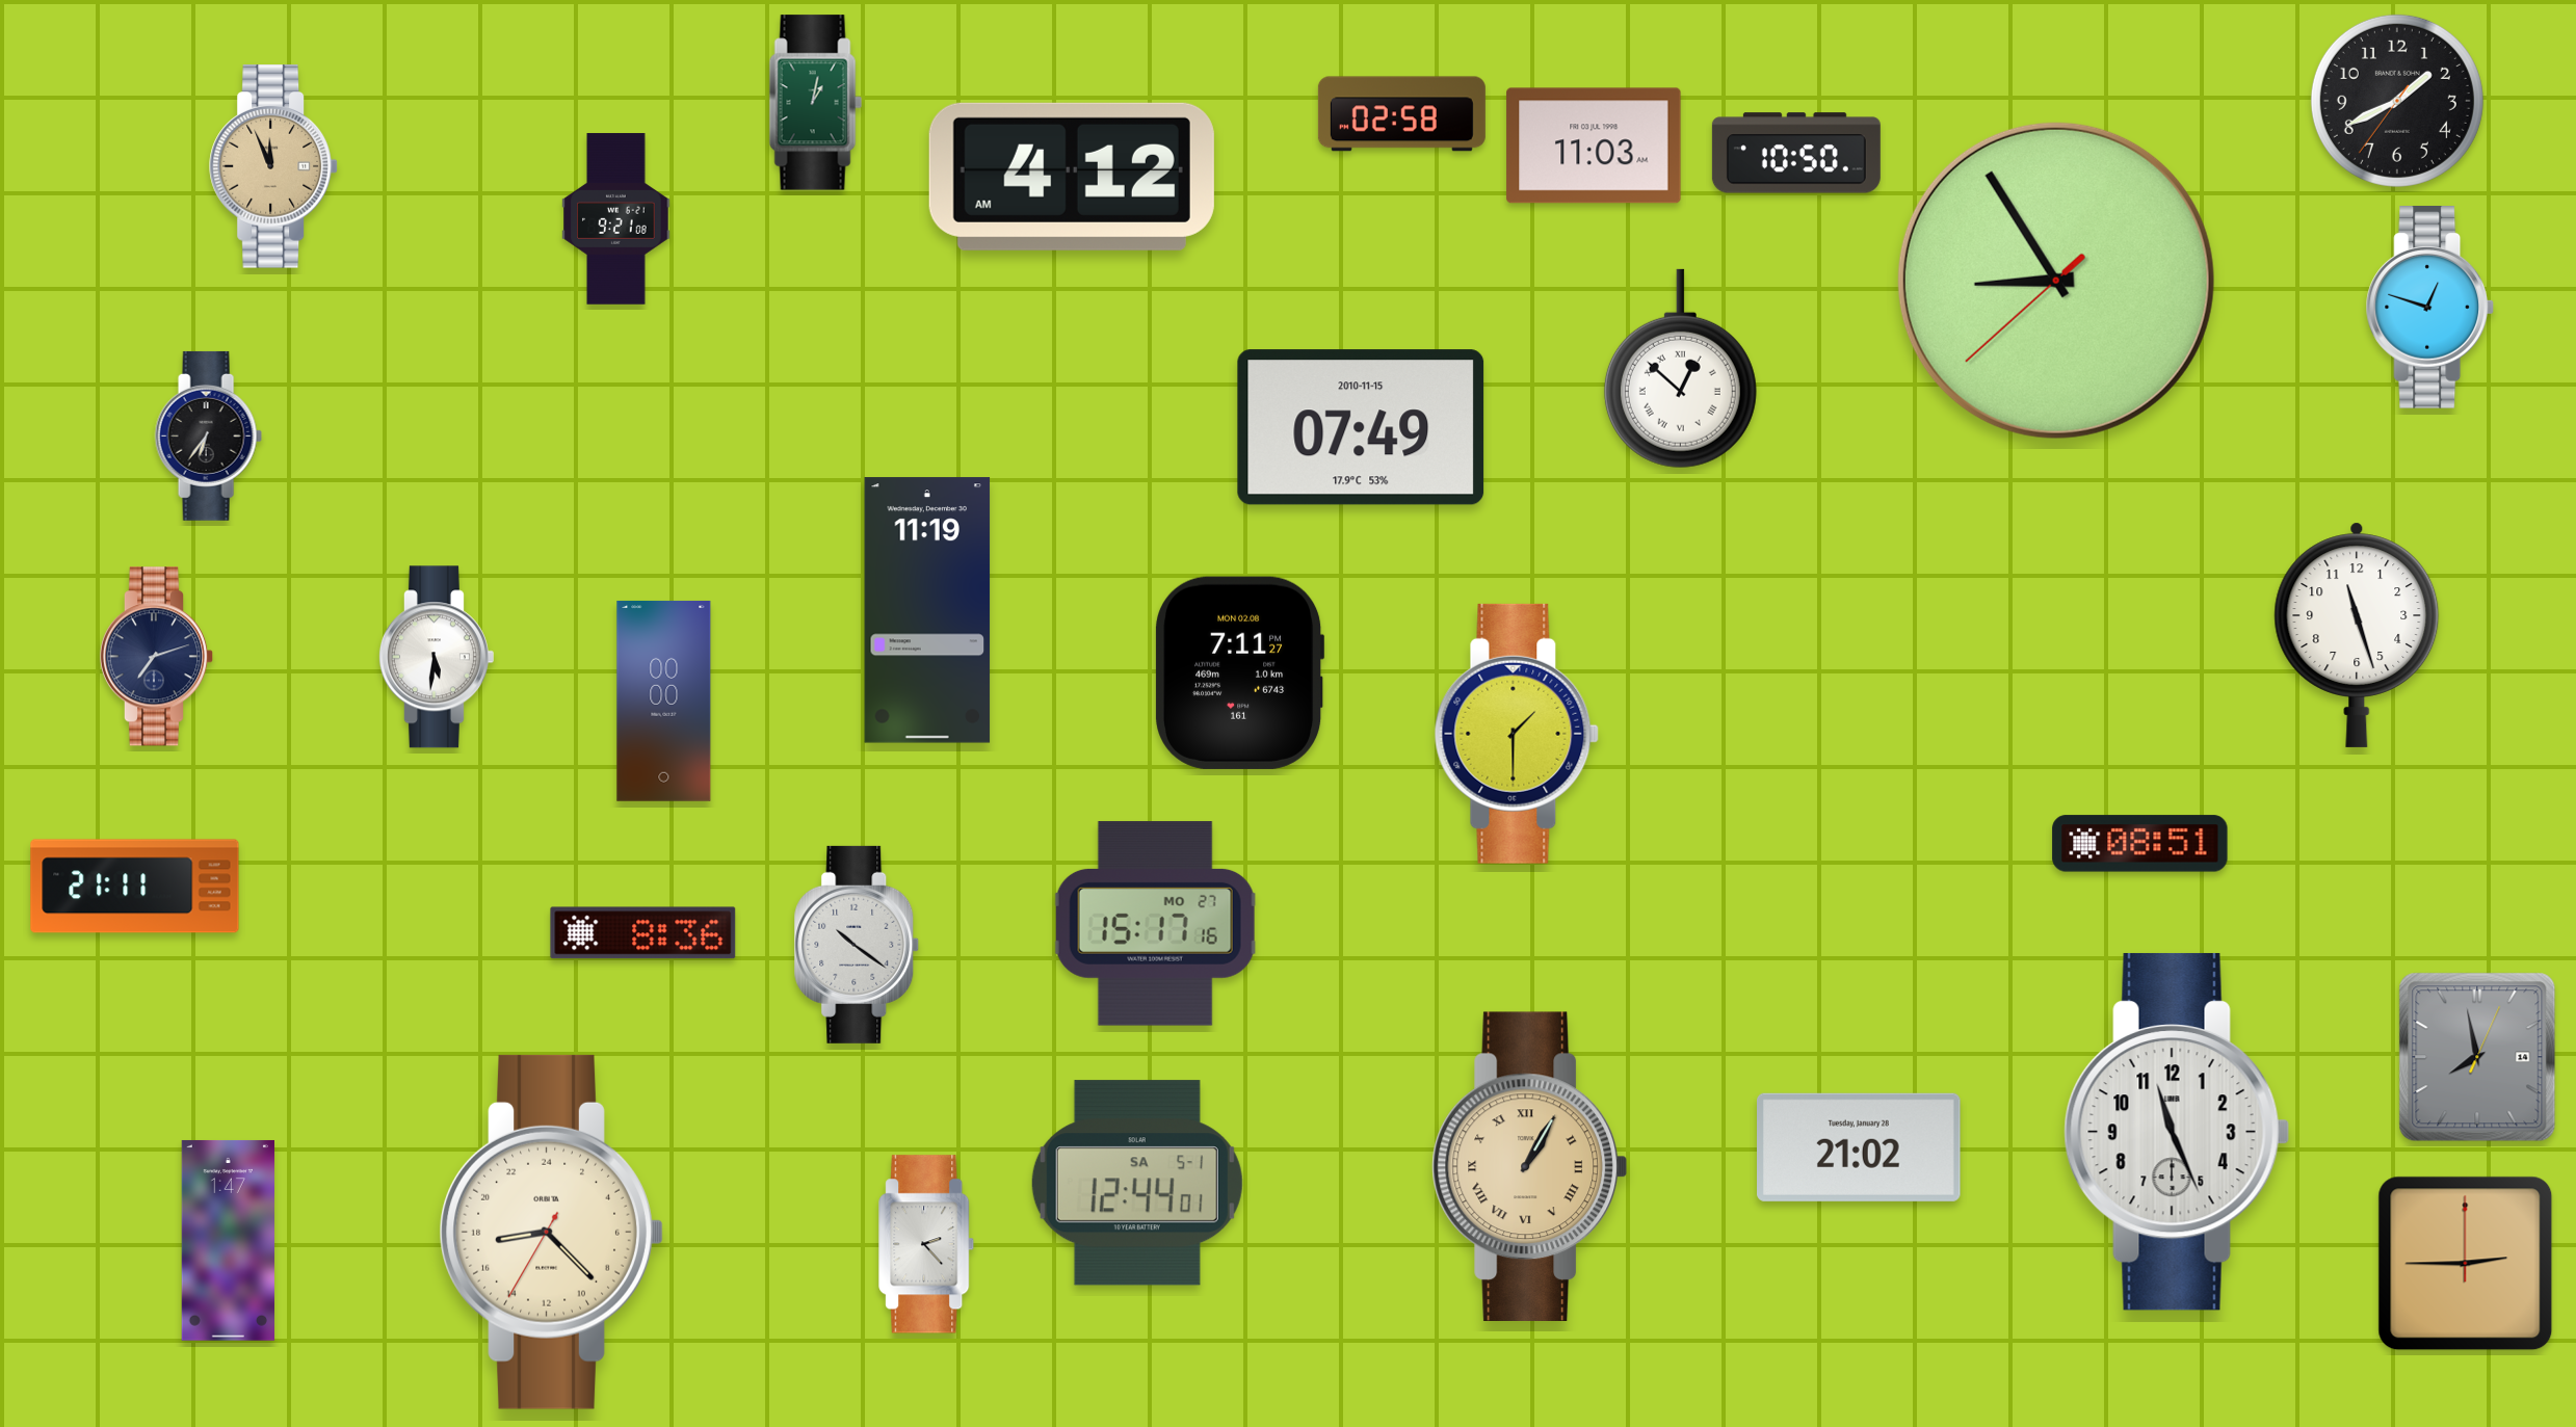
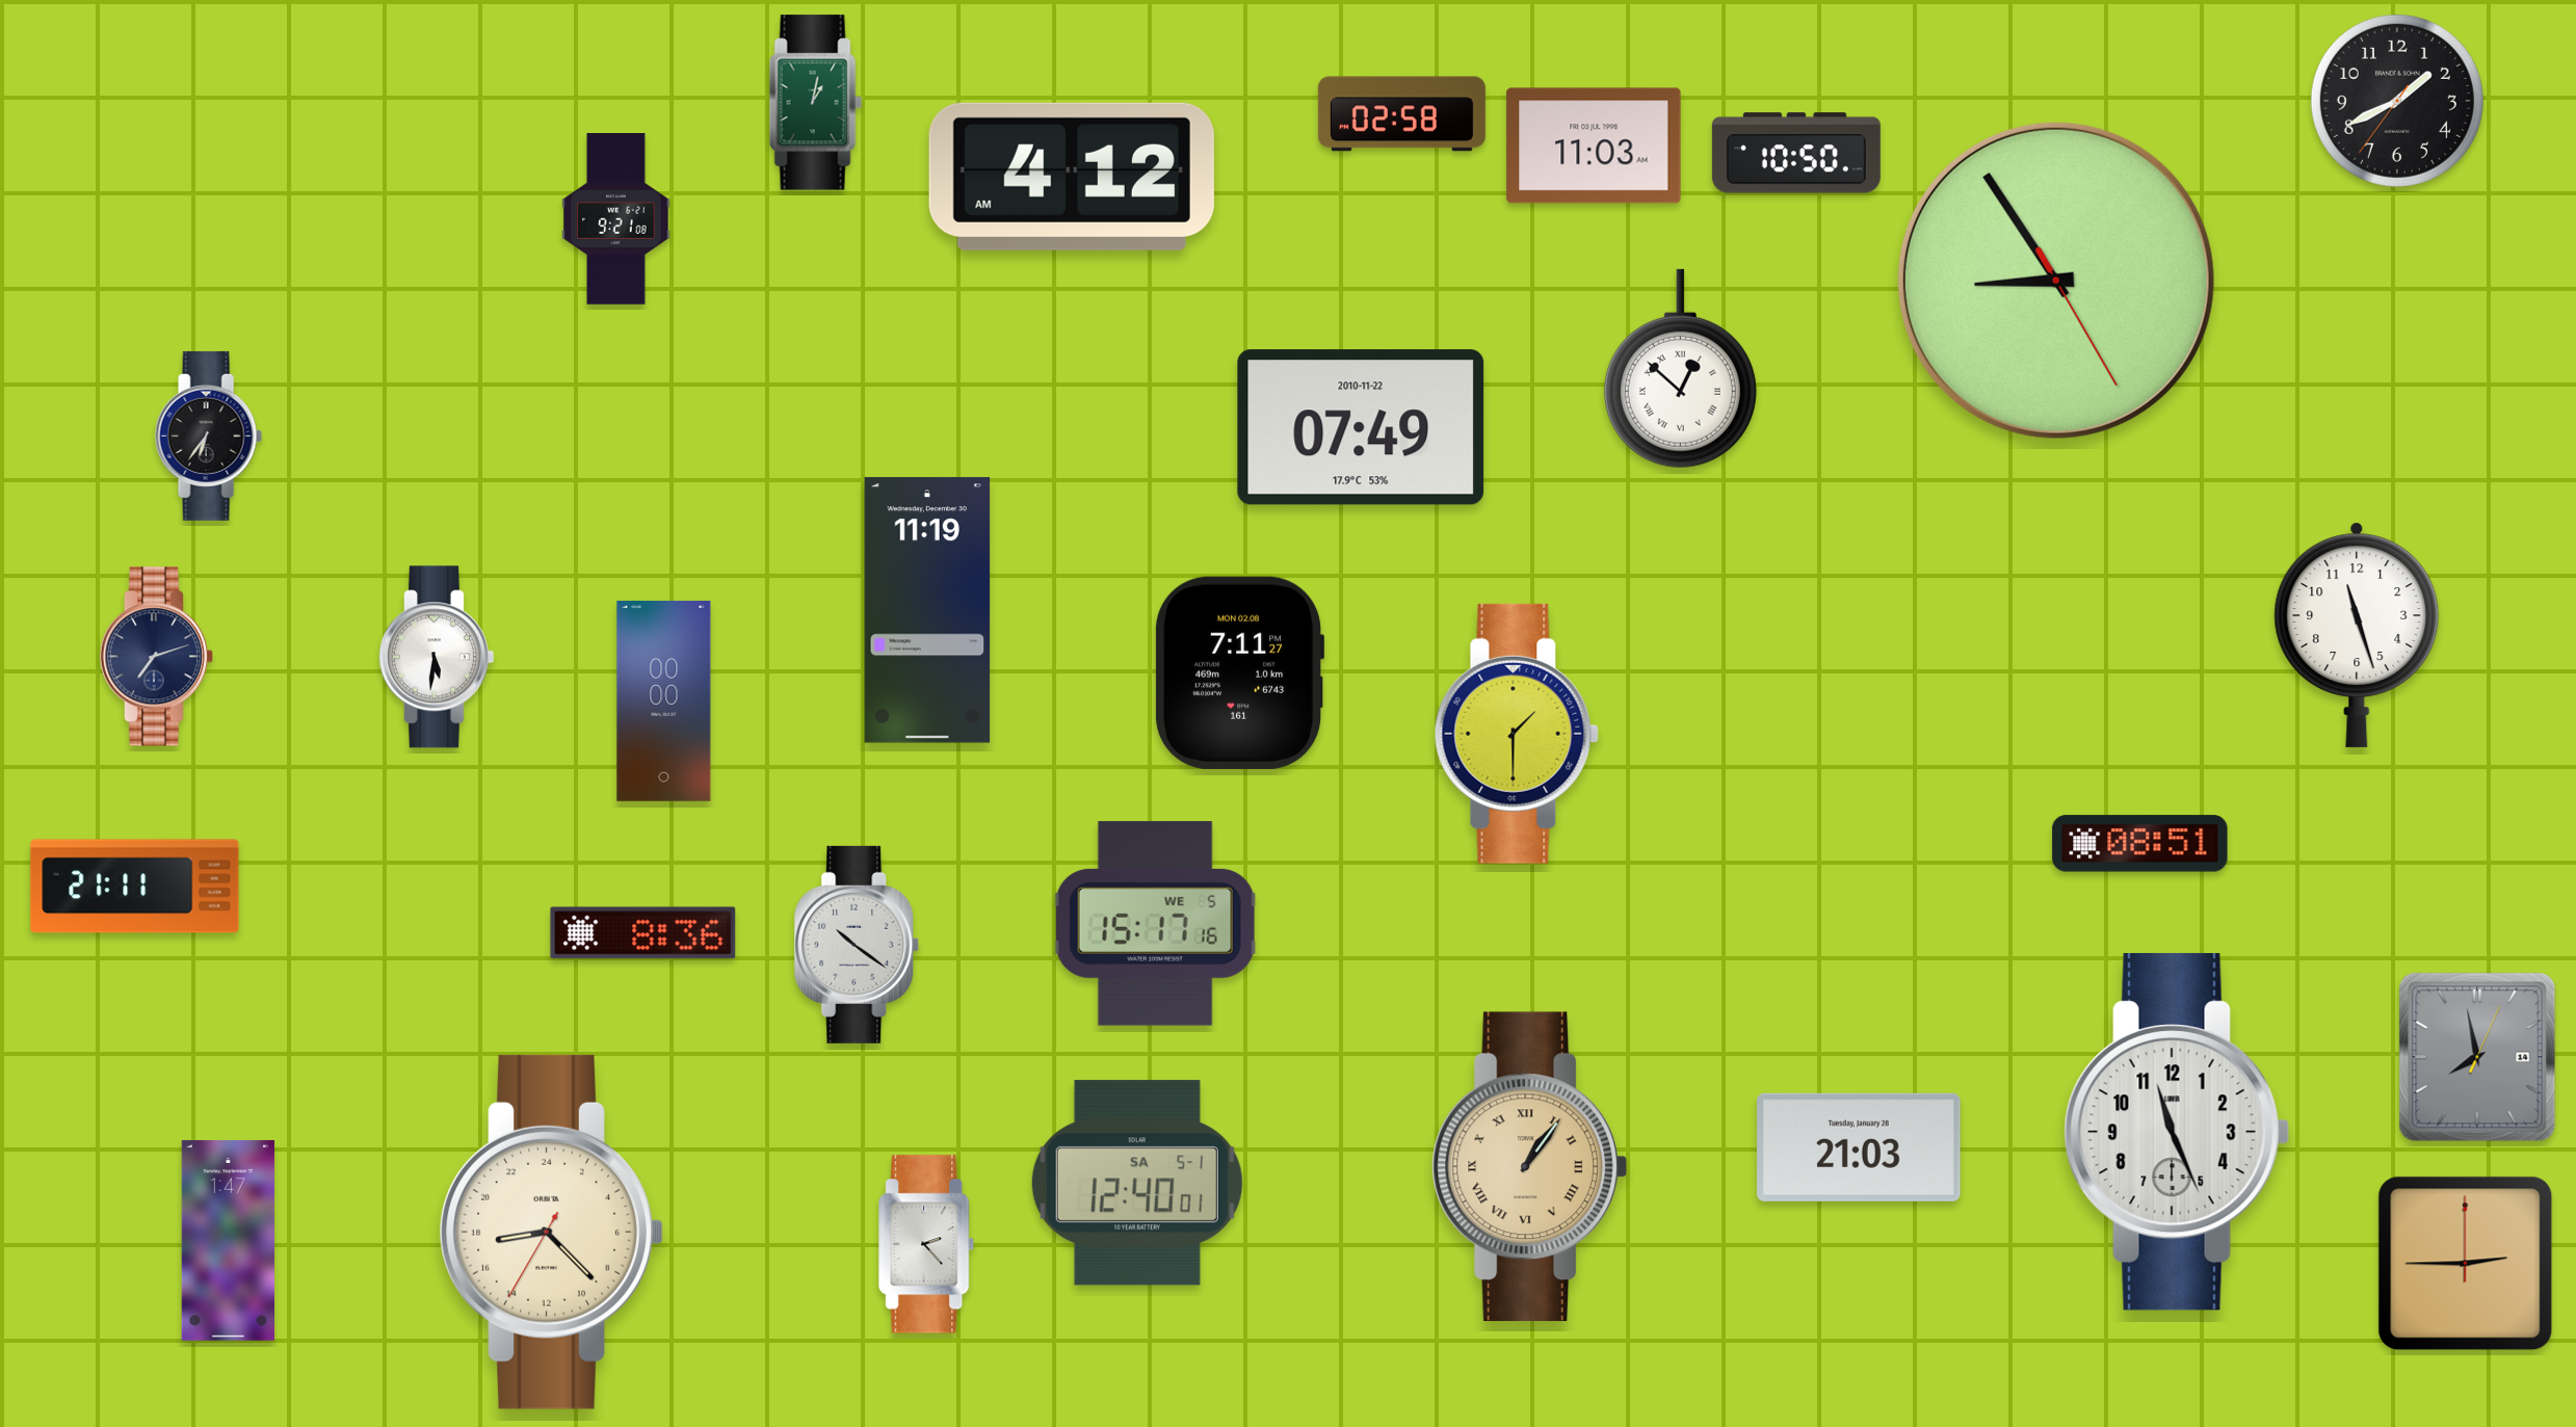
clock at (273, 166): 11:56 -> none
clock at (2056, 281): 8:54:38 -> 8:54:25
clock at (2430, 308): 12:48 -> none
clock at (1361, 427) date: 2010-11-15 -> 2010-11-22
clock at (1155, 924) date: MO 27 -> WE 5
clock at (1860, 1147): 21:02 -> 21:03
clock at (1529, 1166): 1:05 -> 1:06
clock at (1137, 1183): 12:44 -> 12:40
